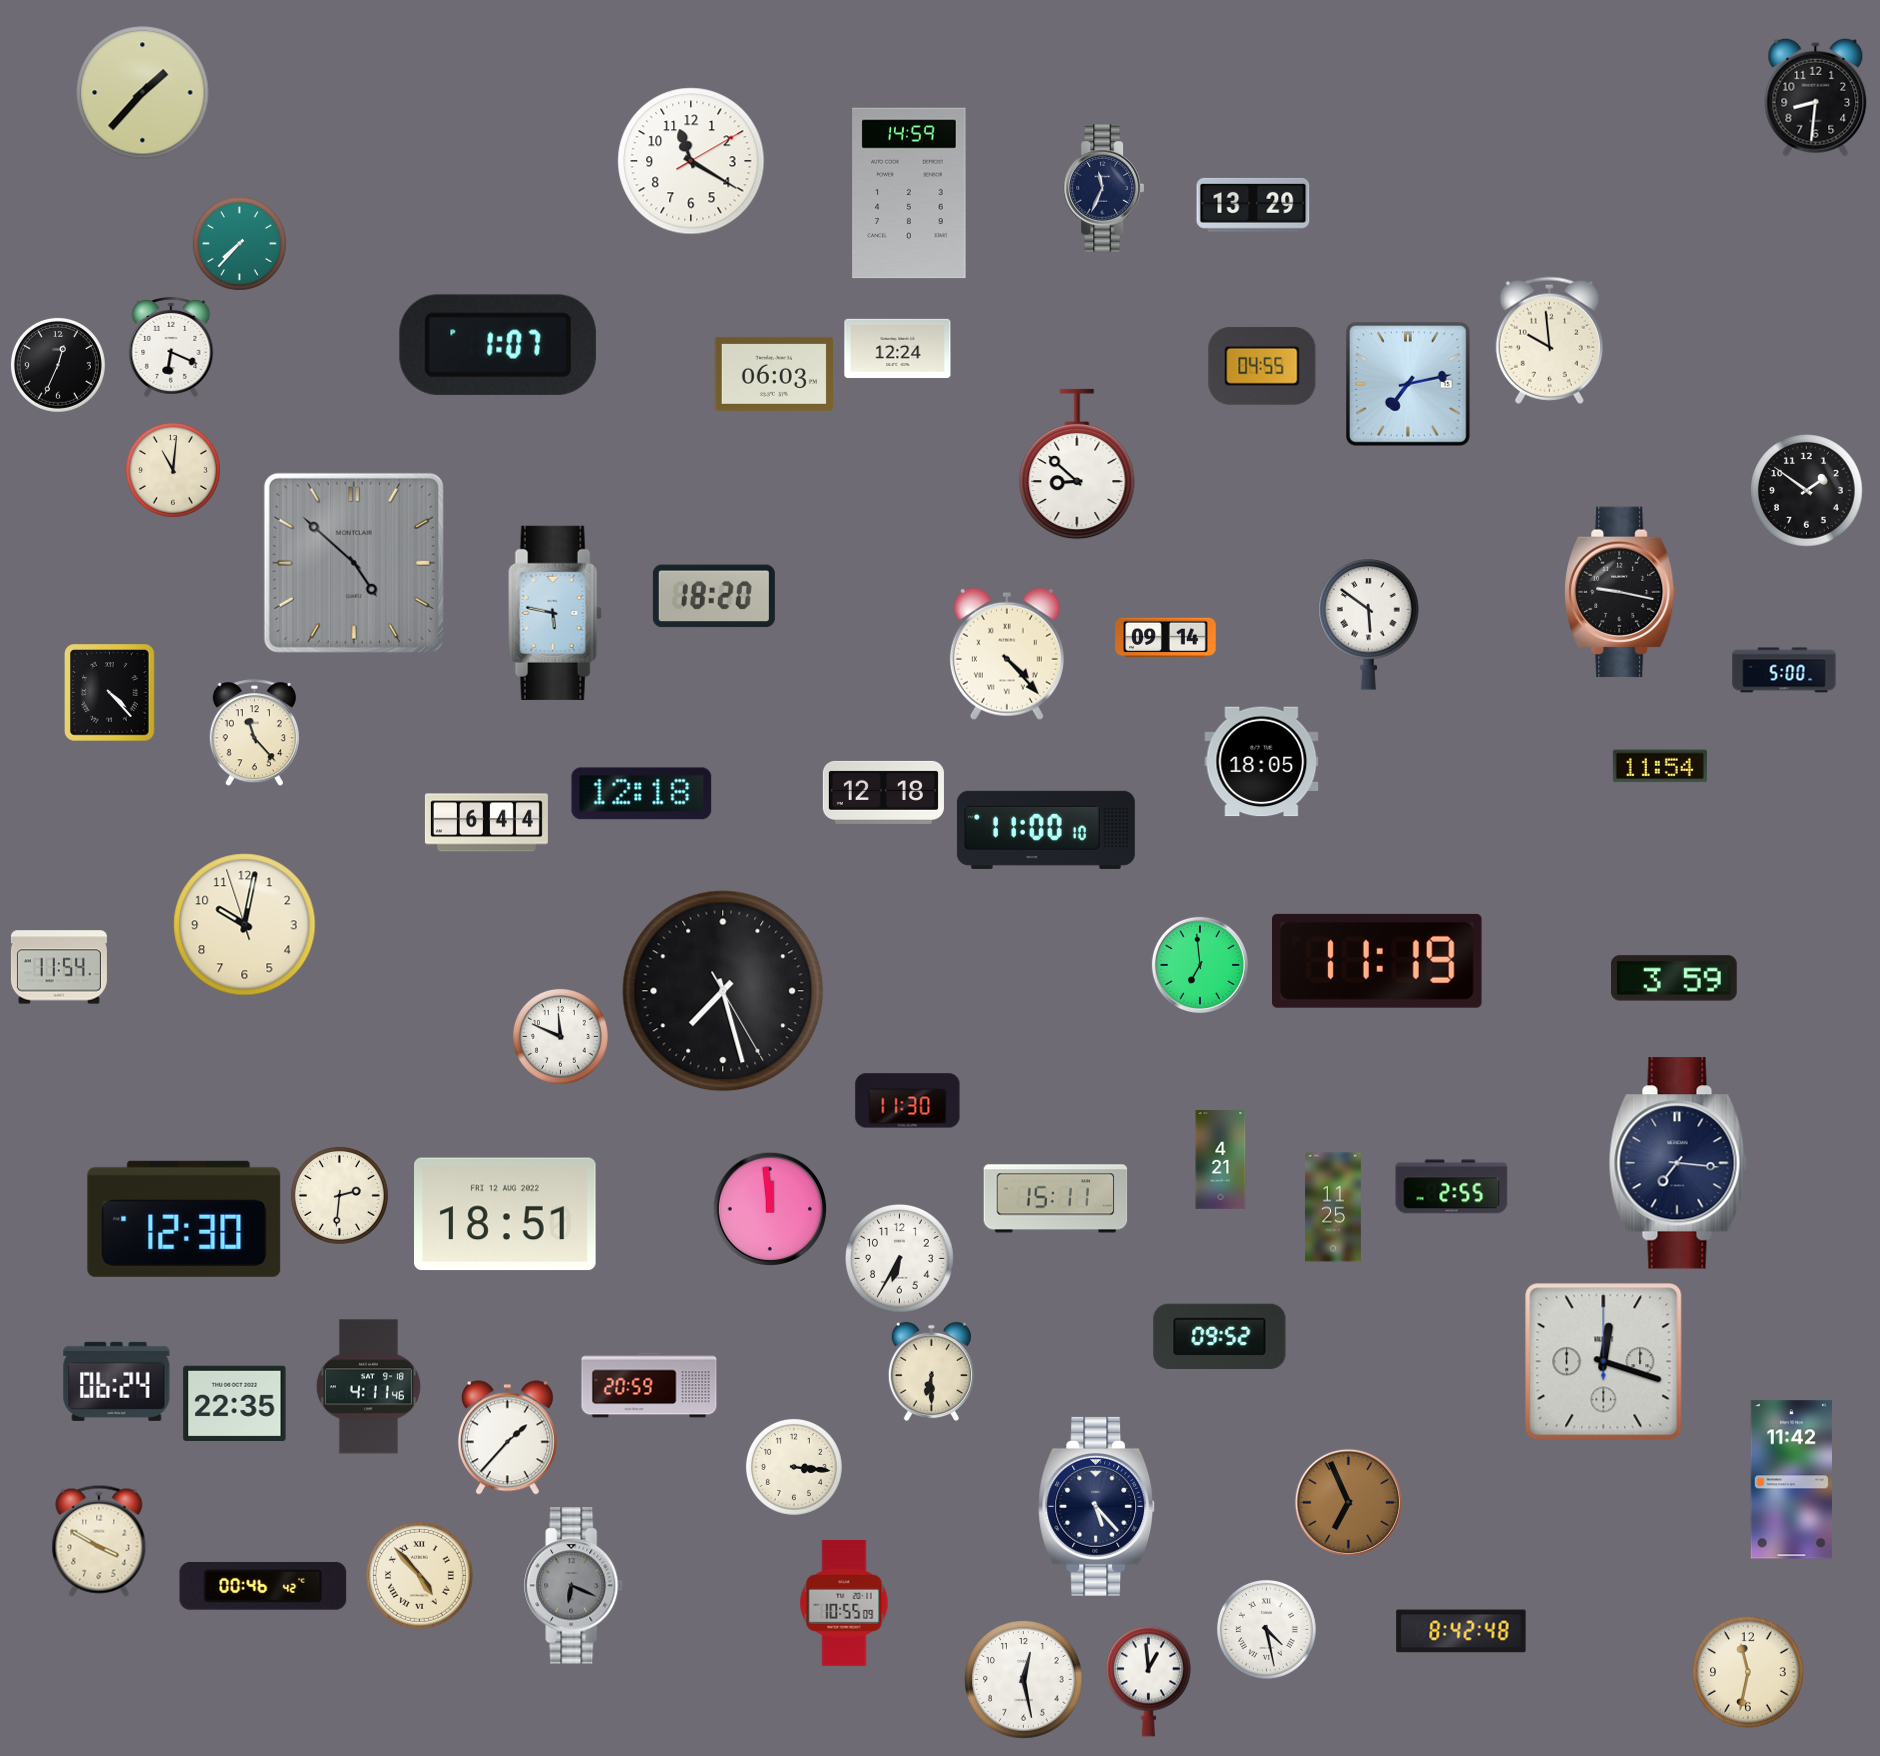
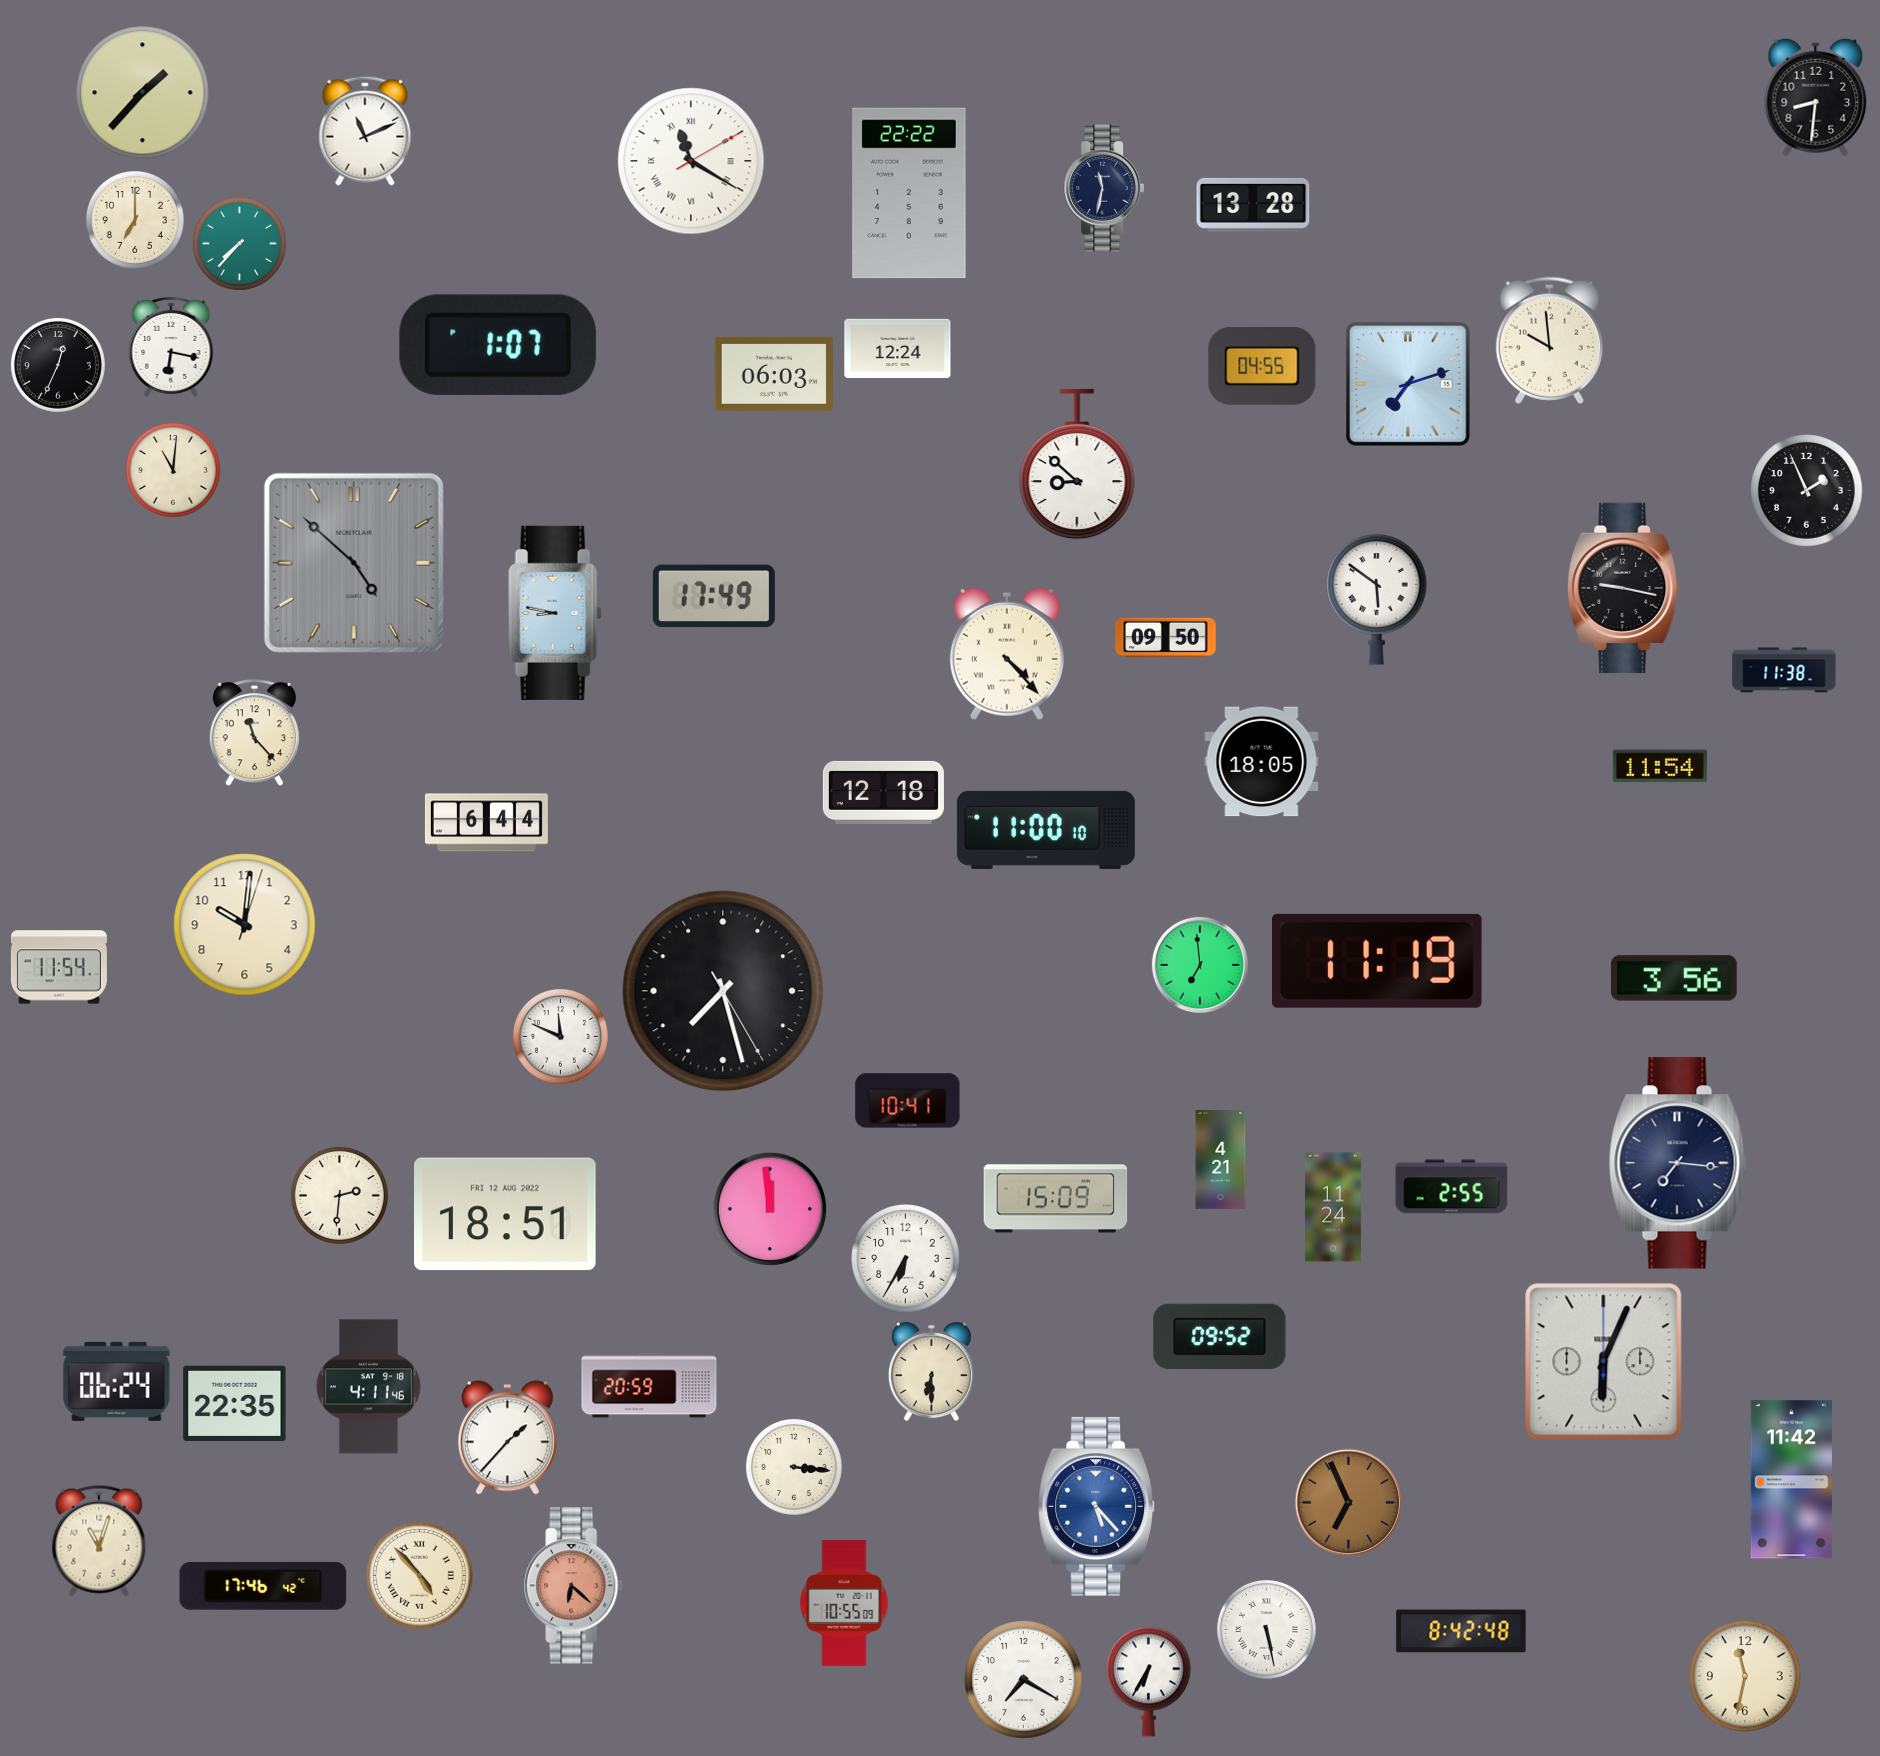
clock at (365, 131): none -> 11:11
clock at (691, 161) numerals: Arabic -> Roman
clock at (1103, 188): 11:34 -> 11:32
clock at (909, 193): 14:59 -> 22:22
clock at (1253, 205): 13:29 -> 13:28
clock at (135, 220): none -> 7:00
clock at (171, 347): 6:19 -> 6:17
clock at (1409, 385): 7:13 -> 7:12
clock at (1807, 491): 1:51 -> 1:56
clock at (1620, 592) position: (1620, 592) -> (1623, 588)
clock at (714, 596): 18:20 -> 17:49
clock at (555, 613): 5:47 -> 8:47
clock at (1369, 625) position: (1369, 625) -> (1377, 600)
clock at (1166, 638): 09:14 -> 09:50
clock at (1784, 670): 5:00 -> 11:38
clock at (110, 693): 4:23 -> none
clock at (642, 794): 12:18 -> none
clock at (245, 925): 10:01:57 -> 10:01:03
clock at (1675, 978): 3:59 -> 3:56
clock at (908, 1101): 11:30 -> 10:41
clock at (1056, 1199): 15:11 -> 15:09
clock at (1333, 1207): 11:25 -> 11:24
clock at (184, 1219): 12:30 -> none
clock at (900, 1259) position: (900, 1259) -> (906, 1259)
clock at (1604, 1362): 12:18 -> 6:04
clock at (1097, 1506) dial: navy -> blue
clock at (99, 1541): 3:50 -> 11:03
clock at (263, 1586): 00:46 -> 17:46
clock at (574, 1586): 6:19 -> 6:22
clock at (574, 1586) dial: grey -> salmon
clock at (1266, 1629): 4:28 -> 5:28
clock at (1749, 1673) position: (1749, 1673) -> (1746, 1677)
clock at (1024, 1680): 12:28 -> 7:20
clock at (1148, 1681): 12:59 -> 6:35
